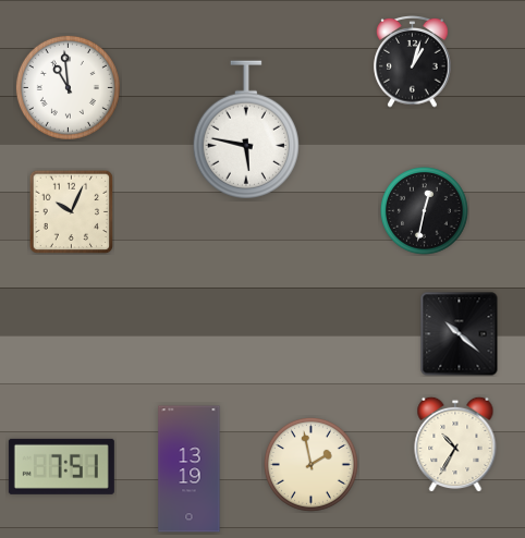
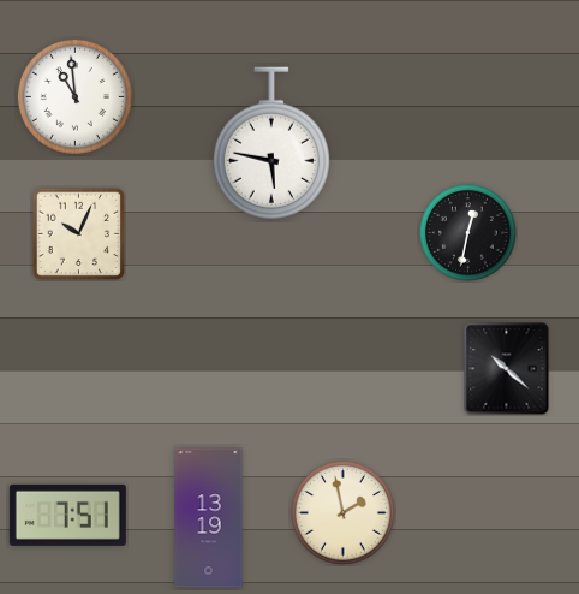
clock at (413, 62): 1:03 -> none
clock at (455, 444): 10:35 -> none
